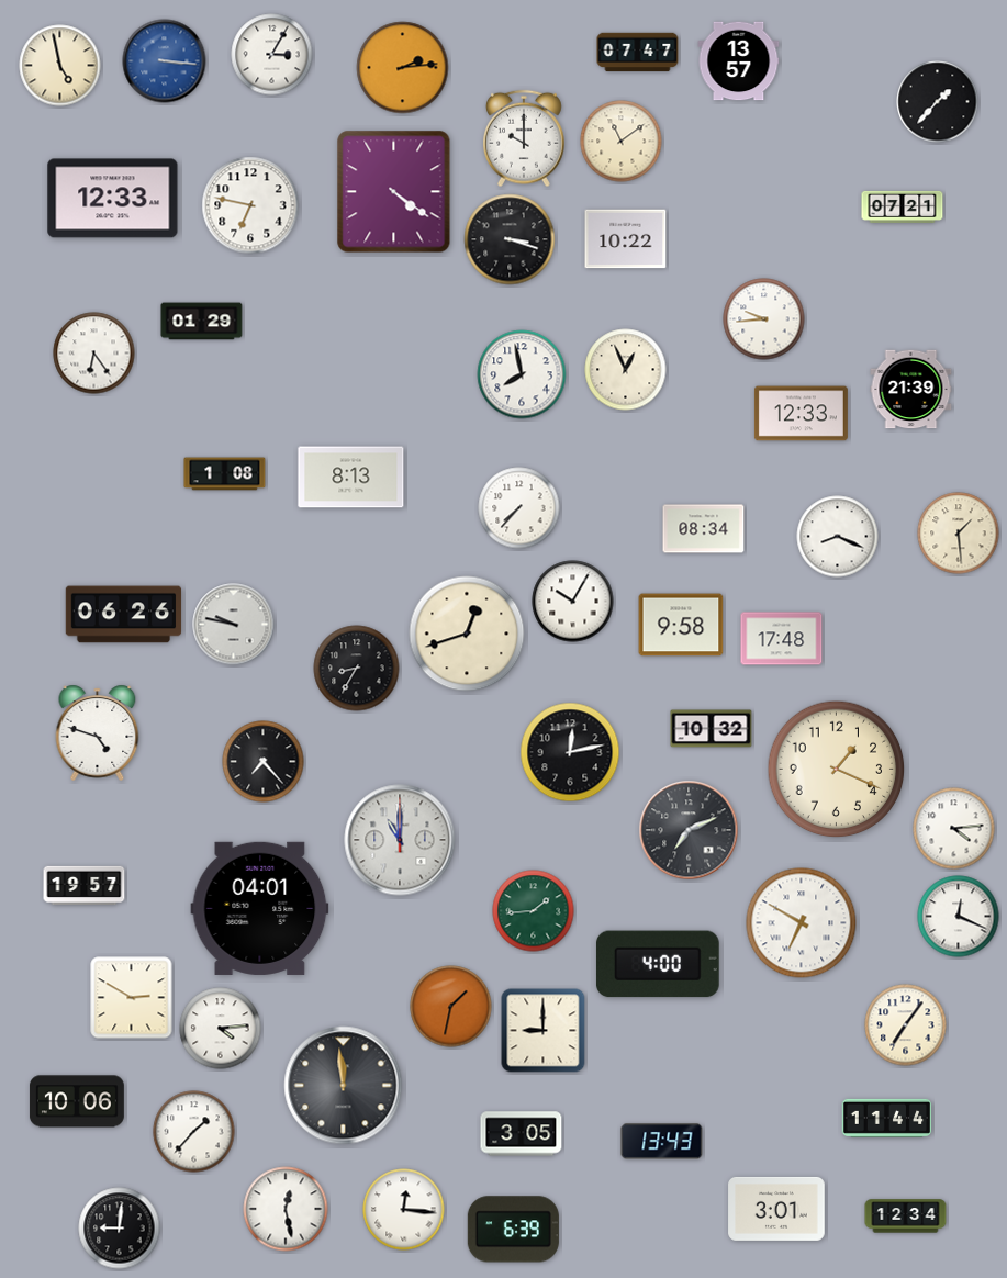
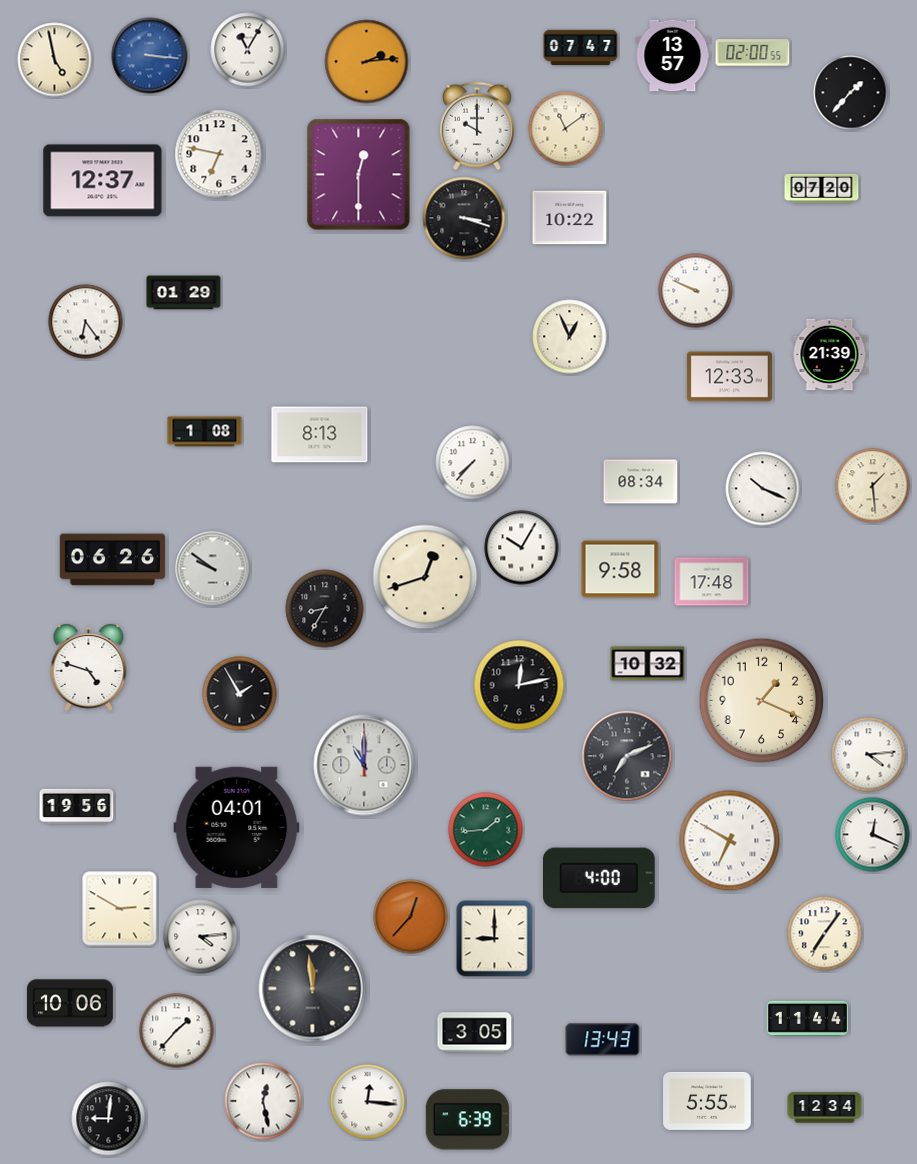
clock at (272, 55): 3:05 -> 11:05
clock at (753, 53): none -> 02:00
clock at (938, 102) position: (938, 102) -> (851, 93)
clock at (394, 192): 4:21 -> 12:30
clock at (113, 199): 12:33 -> 12:37
clock at (250, 205) position: (250, 205) -> (219, 154)
clock at (903, 206): 07:21 -> 07:20
clock at (764, 319): 9:44 -> 9:49
clock at (522, 374): 7:58 -> none
clock at (838, 537): 8:19 -> 10:19
clock at (234, 625): 9:47 -> 9:51
clock at (264, 762): 7:23 -> 1:55
clock at (85, 885): 19:57 -> 19:56
clock at (451, 1007): 1:32 -> 12:37
clock at (286, 1209) position: (286, 1209) -> (263, 1101)
clock at (776, 1209): 3:01 -> 5:55
